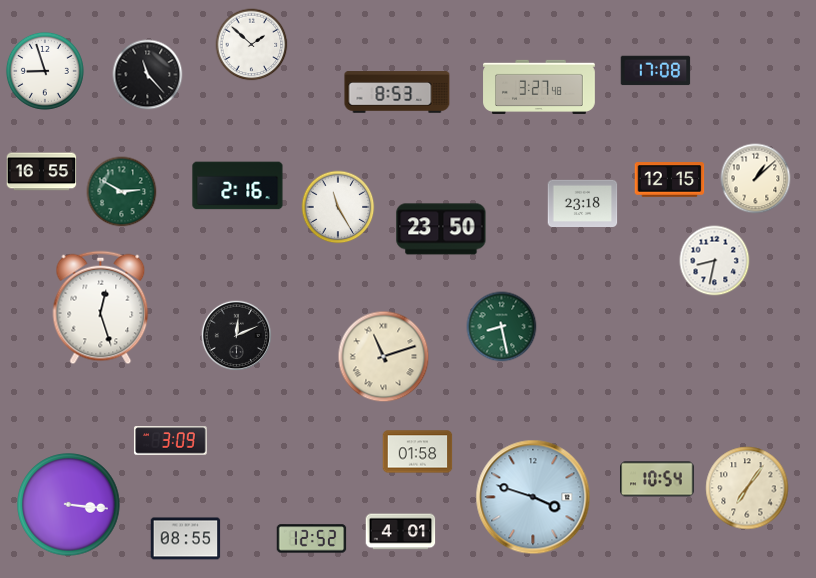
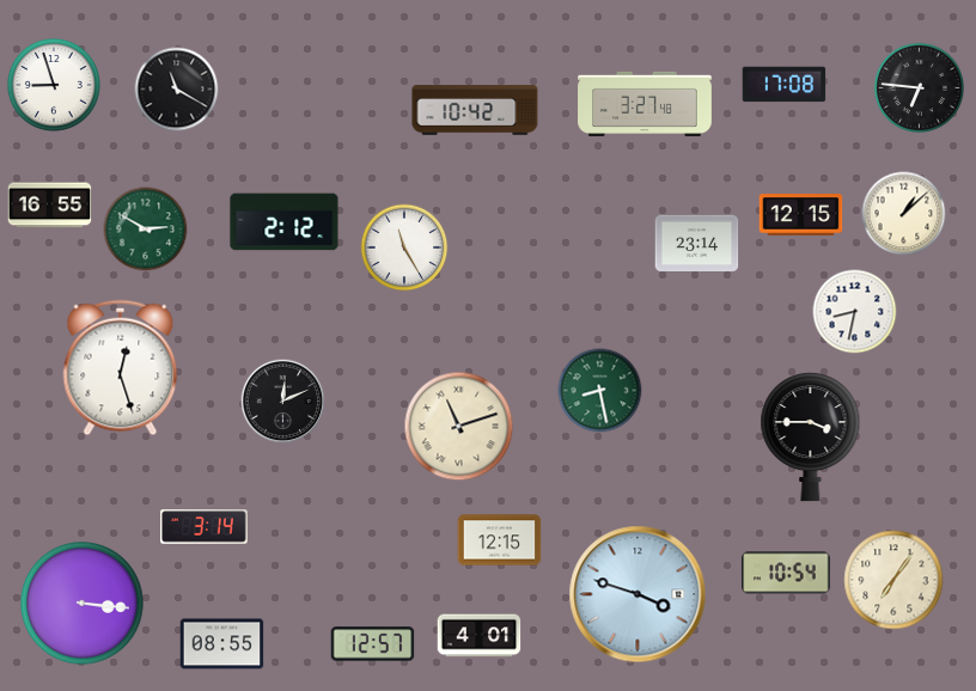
clock at (252, 45): 1:52 -> none
clock at (919, 87): none -> 6:46
clock at (148, 75): 11:23 -> 11:20
clock at (397, 92): 8:53 -> 10:42
clock at (238, 186): 2:16 -> 2:12
clock at (583, 203): 23:18 -> 23:14
clock at (441, 229): 23:50 -> none
clock at (811, 436): none -> 3:45
clock at (171, 441): 3:09 -> 3:14
clock at (418, 452): 01:58 -> 12:15
clock at (747, 488) position: (747, 488) -> (893, 580)
clock at (312, 539): 12:52 -> 12:57
